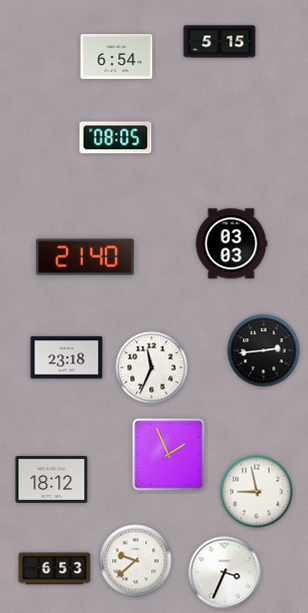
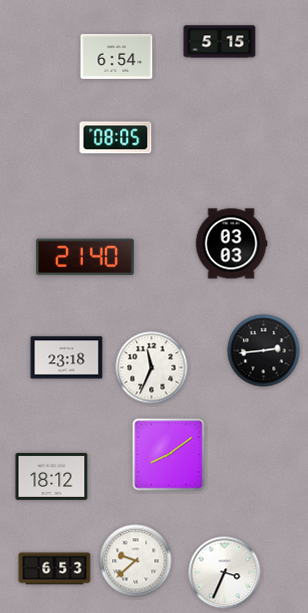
clock at (169, 455): 1:56 -> 8:09
clock at (52, 479) position: (52, 479) -> (52, 476)
clock at (257, 492): 8:58 -> none
